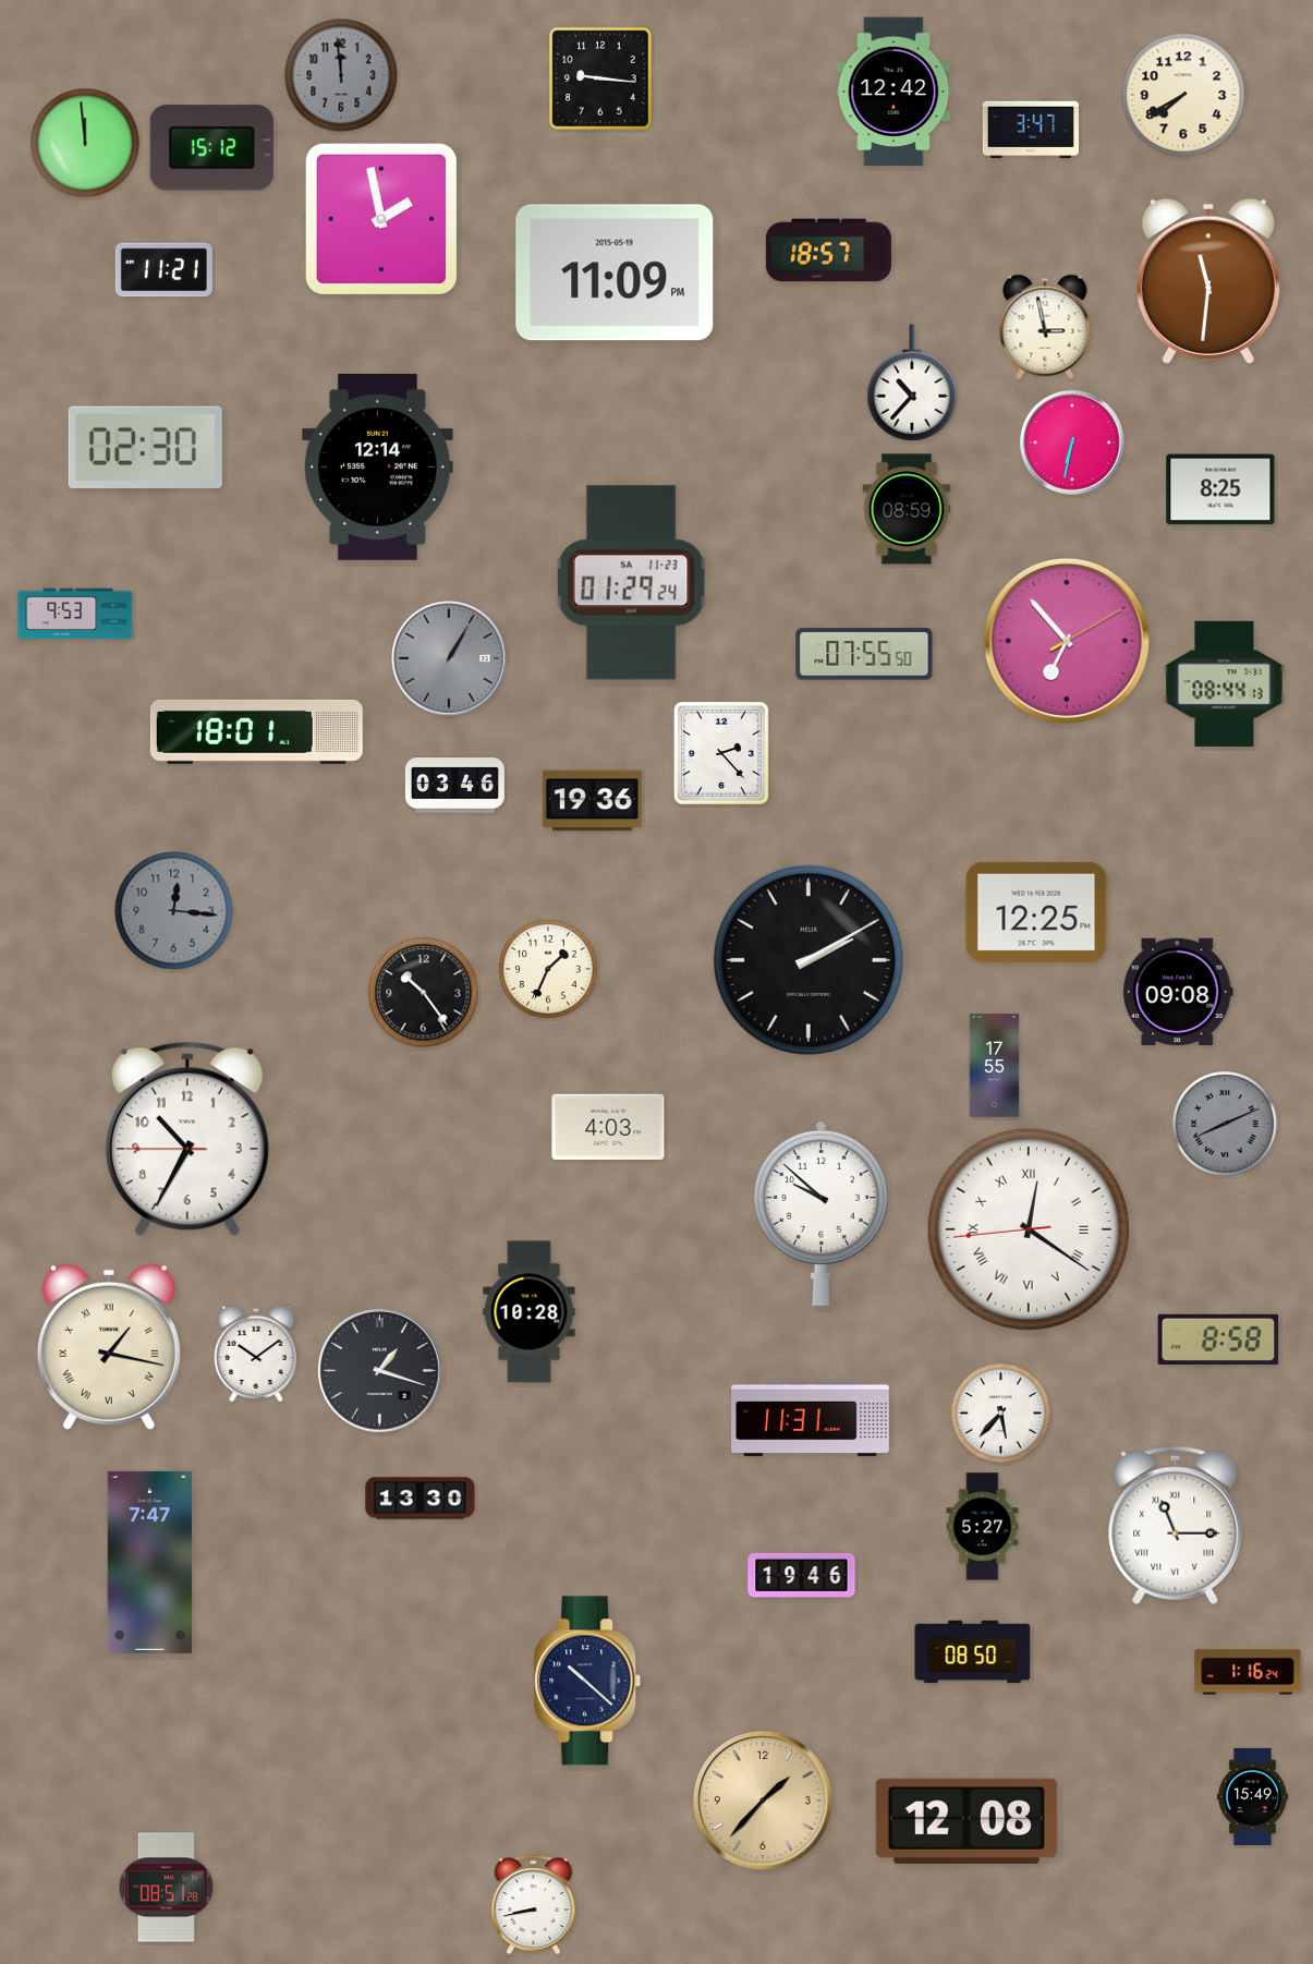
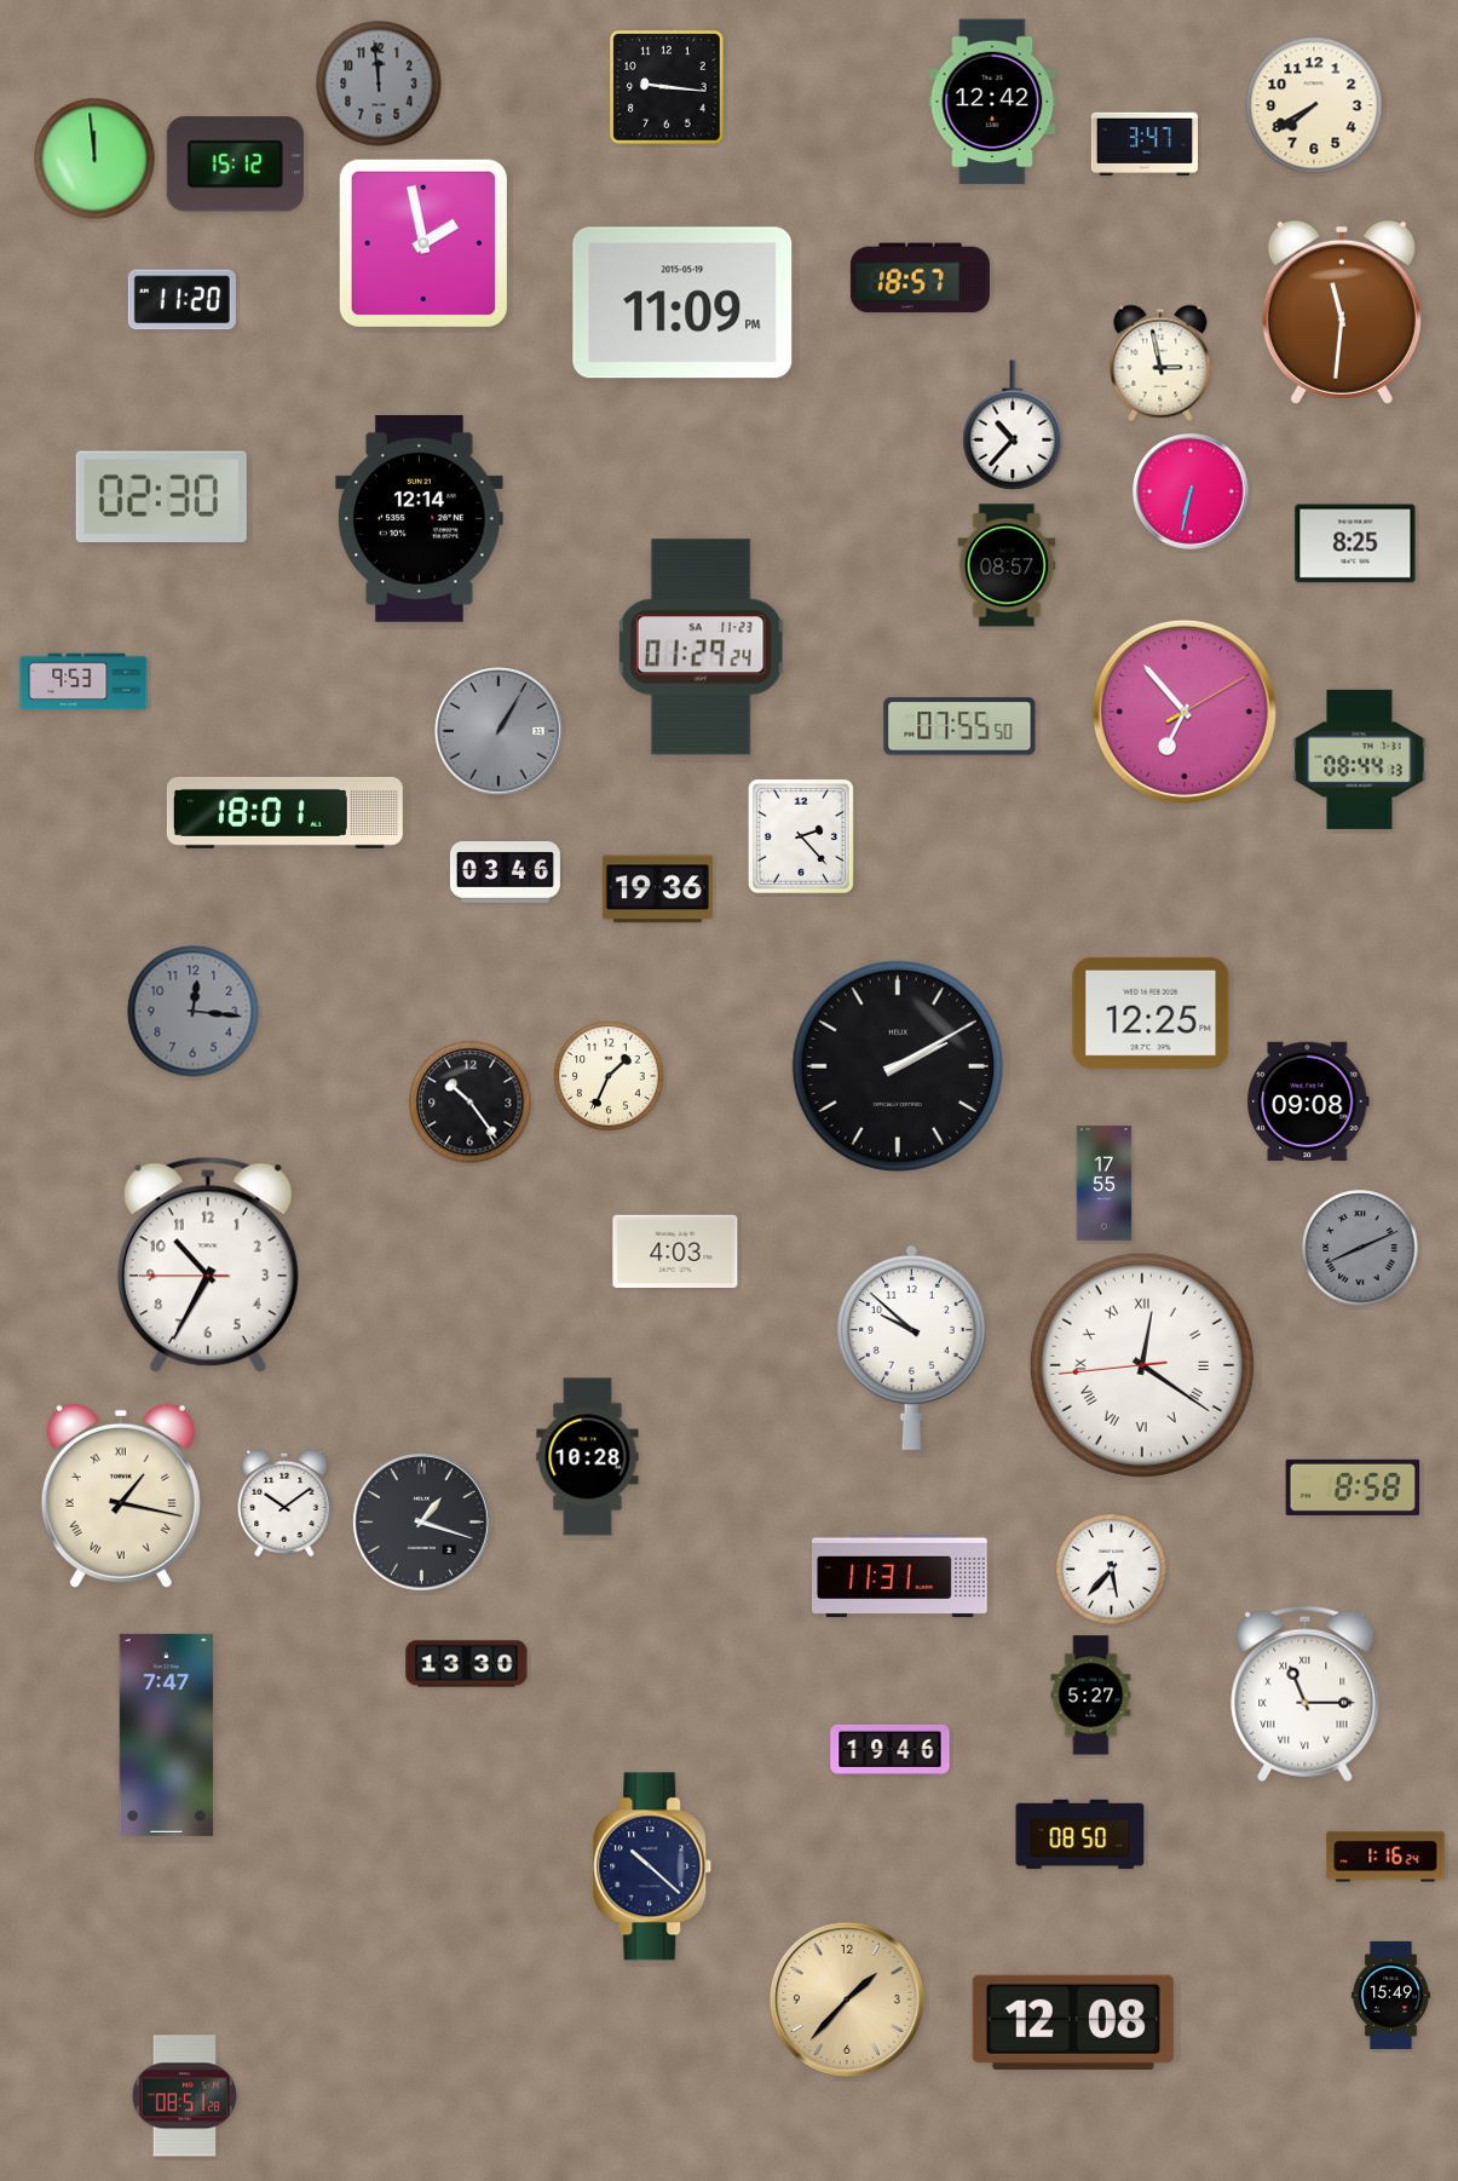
clock at (163, 270): 11:21 -> 11:20
clock at (907, 509): 08:59 -> 08:57
clock at (534, 1905): 8:43 -> none
